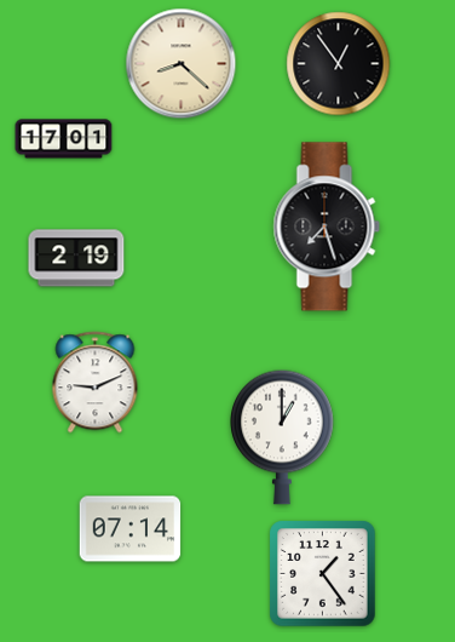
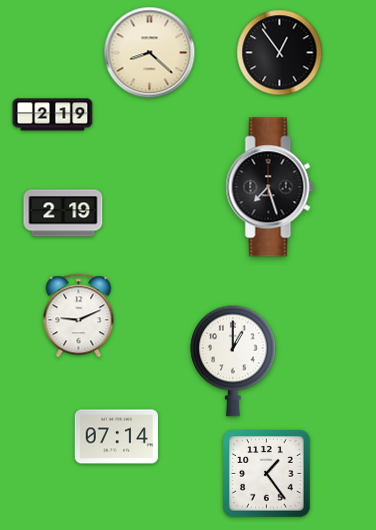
clock at (64, 139): 17:01 -> 2:19
clock at (131, 529) position: (131, 529) -> (117, 437)
